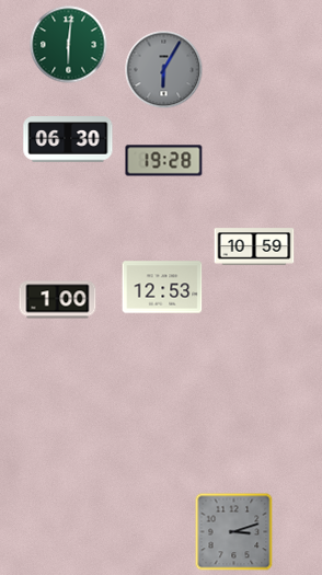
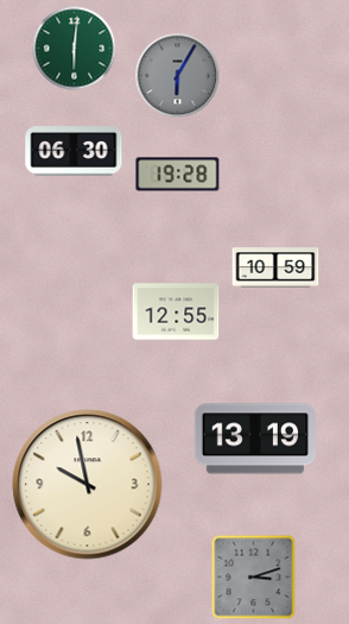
clock at (162, 287): 12:53 -> 12:55
clock at (58, 300): 1:00 -> none
clock at (254, 439): none -> 13:19
clock at (88, 485): none -> 9:58
